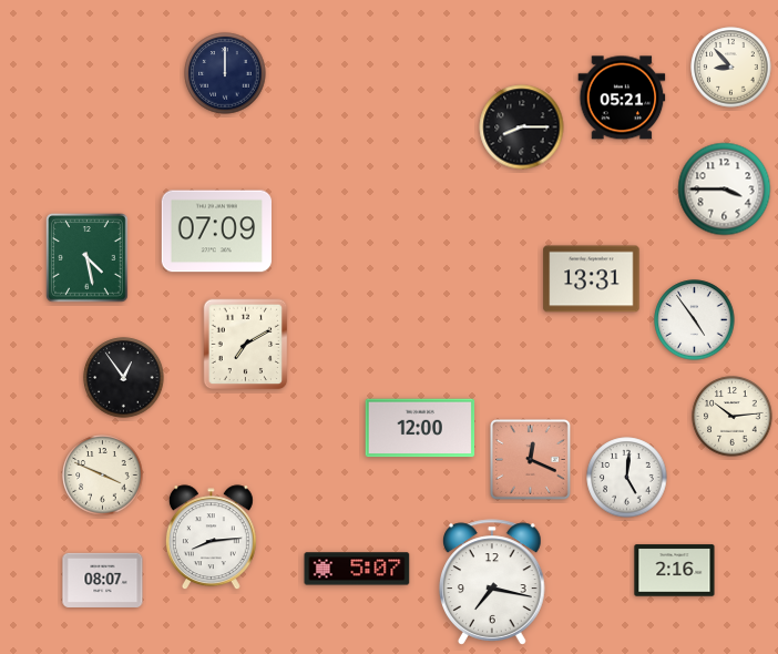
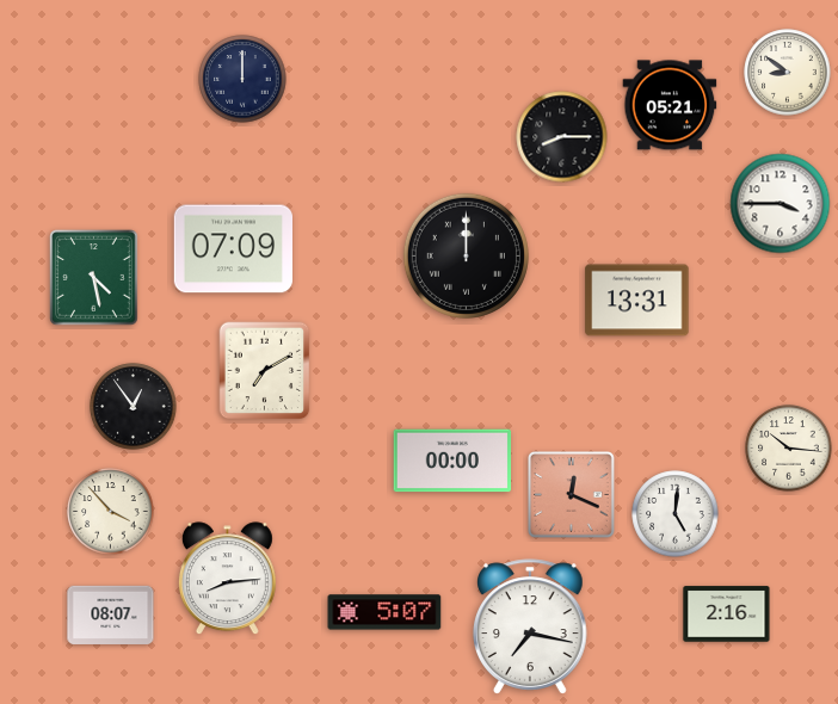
clock at (731, 68): 8:53 -> 8:51
clock at (466, 255): none -> 12:00
clock at (695, 320): 4:54 -> none
clock at (733, 417): 10:14 -> 10:16
clock at (420, 428): 12:00 -> 00:00
clock at (103, 476): 3:49 -> 3:53
clock at (103, 580) position: (103, 580) -> (111, 615)
